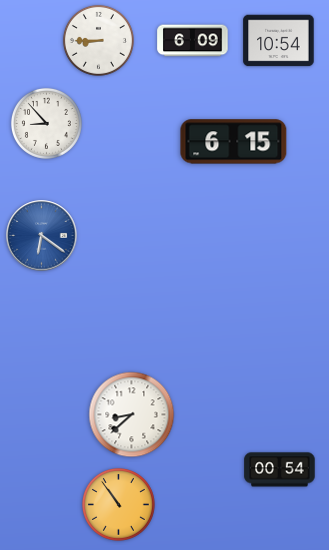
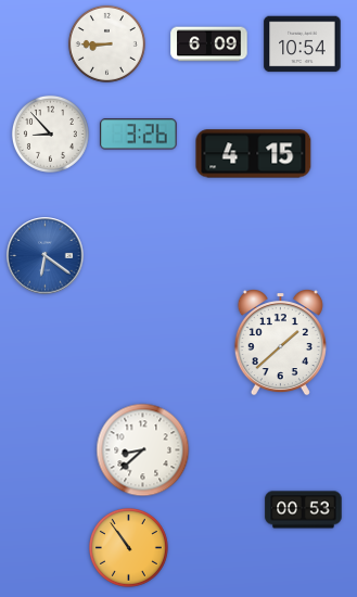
clock at (139, 135): none -> 3:26
clock at (234, 142): 6:15 -> 4:15
clock at (280, 343): none -> 1:38
clock at (280, 470): 00:54 -> 00:53
